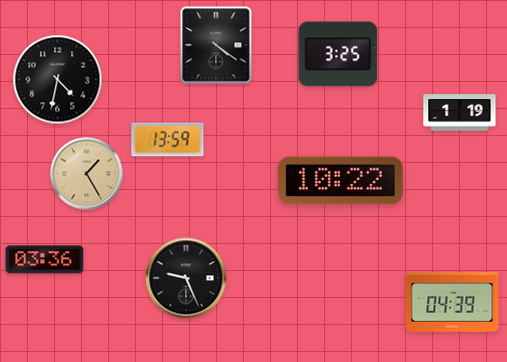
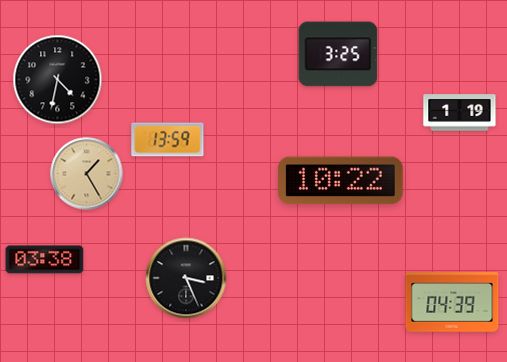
clock at (216, 45): 4:21 -> none
clock at (45, 260): 03:36 -> 03:38
clock at (186, 278): 9:26 -> 3:26
